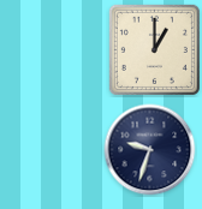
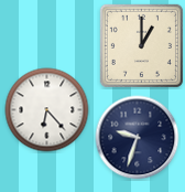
clock at (47, 110): none -> 6:23
